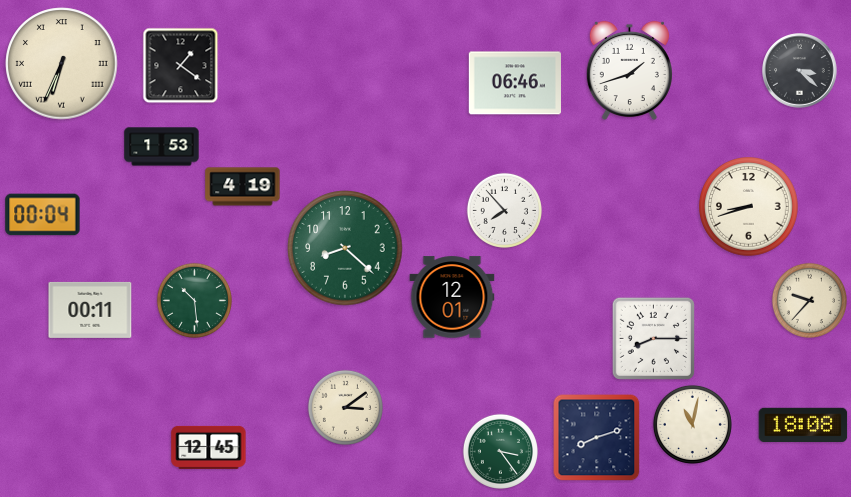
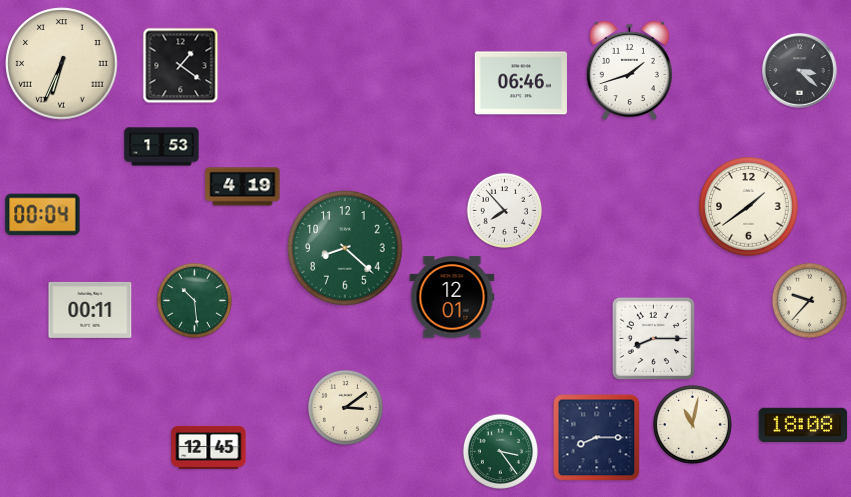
clock at (515, 83) position: (515, 83) -> (521, 83)
clock at (749, 207): 8:42 -> 1:39
clock at (597, 438): 8:12 -> 8:15
